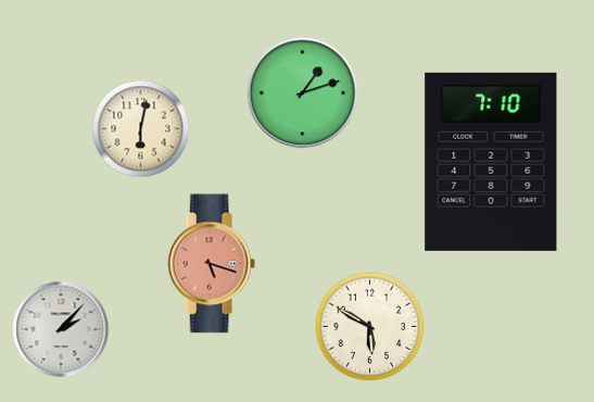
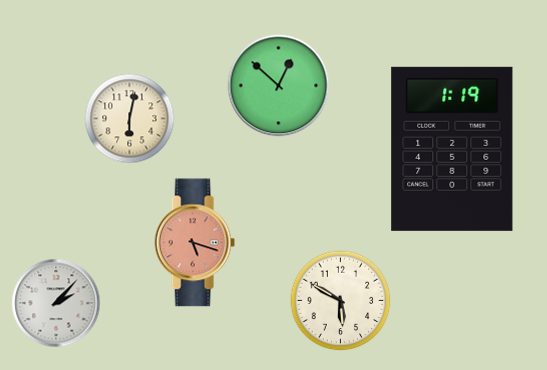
clock at (303, 93): 1:12 -> 12:52
clock at (491, 162): 7:10 -> 1:19
